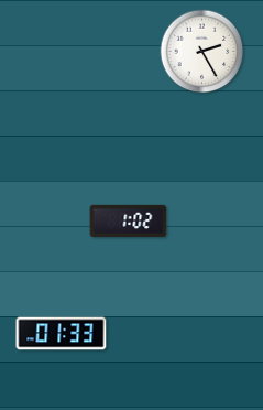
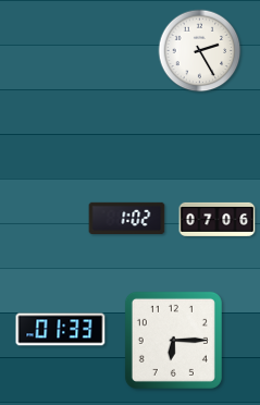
clock at (218, 219): none -> 07:06
clock at (173, 340): none -> 6:15
